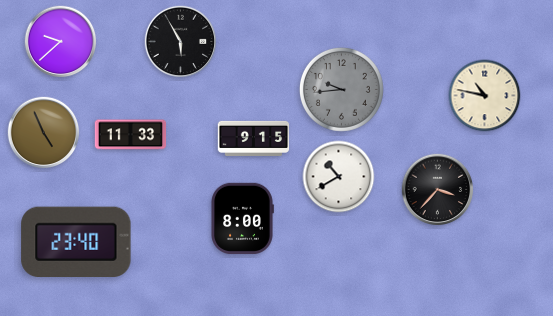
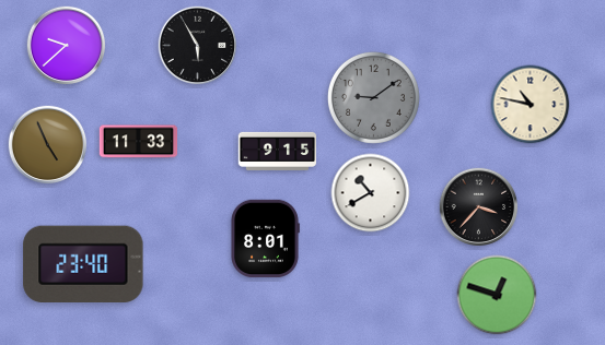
clock at (341, 89): 9:44 -> 9:09
clock at (131, 135) position: (131, 135) -> (139, 142)
clock at (242, 219): 8:00 -> 8:01
clock at (497, 295): none -> 12:48
